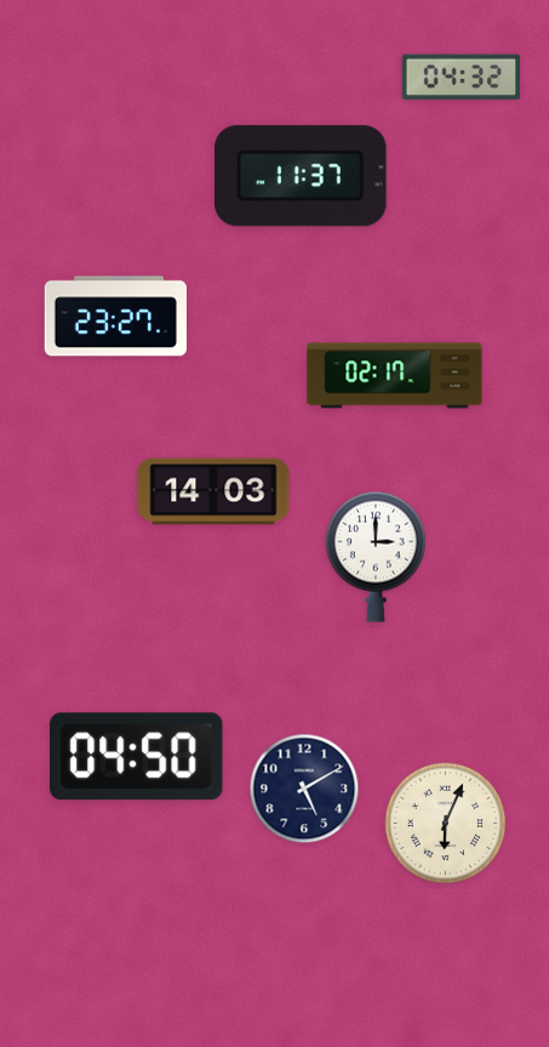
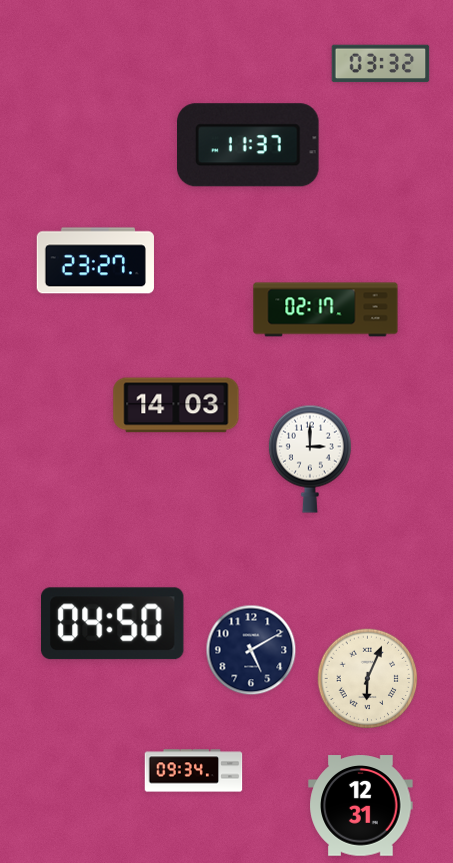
clock at (462, 78): 04:32 -> 03:32
clock at (194, 771): none -> 09:34
clock at (361, 806): none -> 12:31
